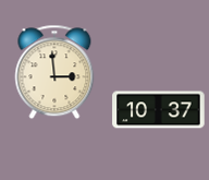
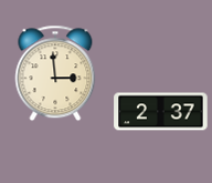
clock at (159, 110): 10:37 -> 2:37
